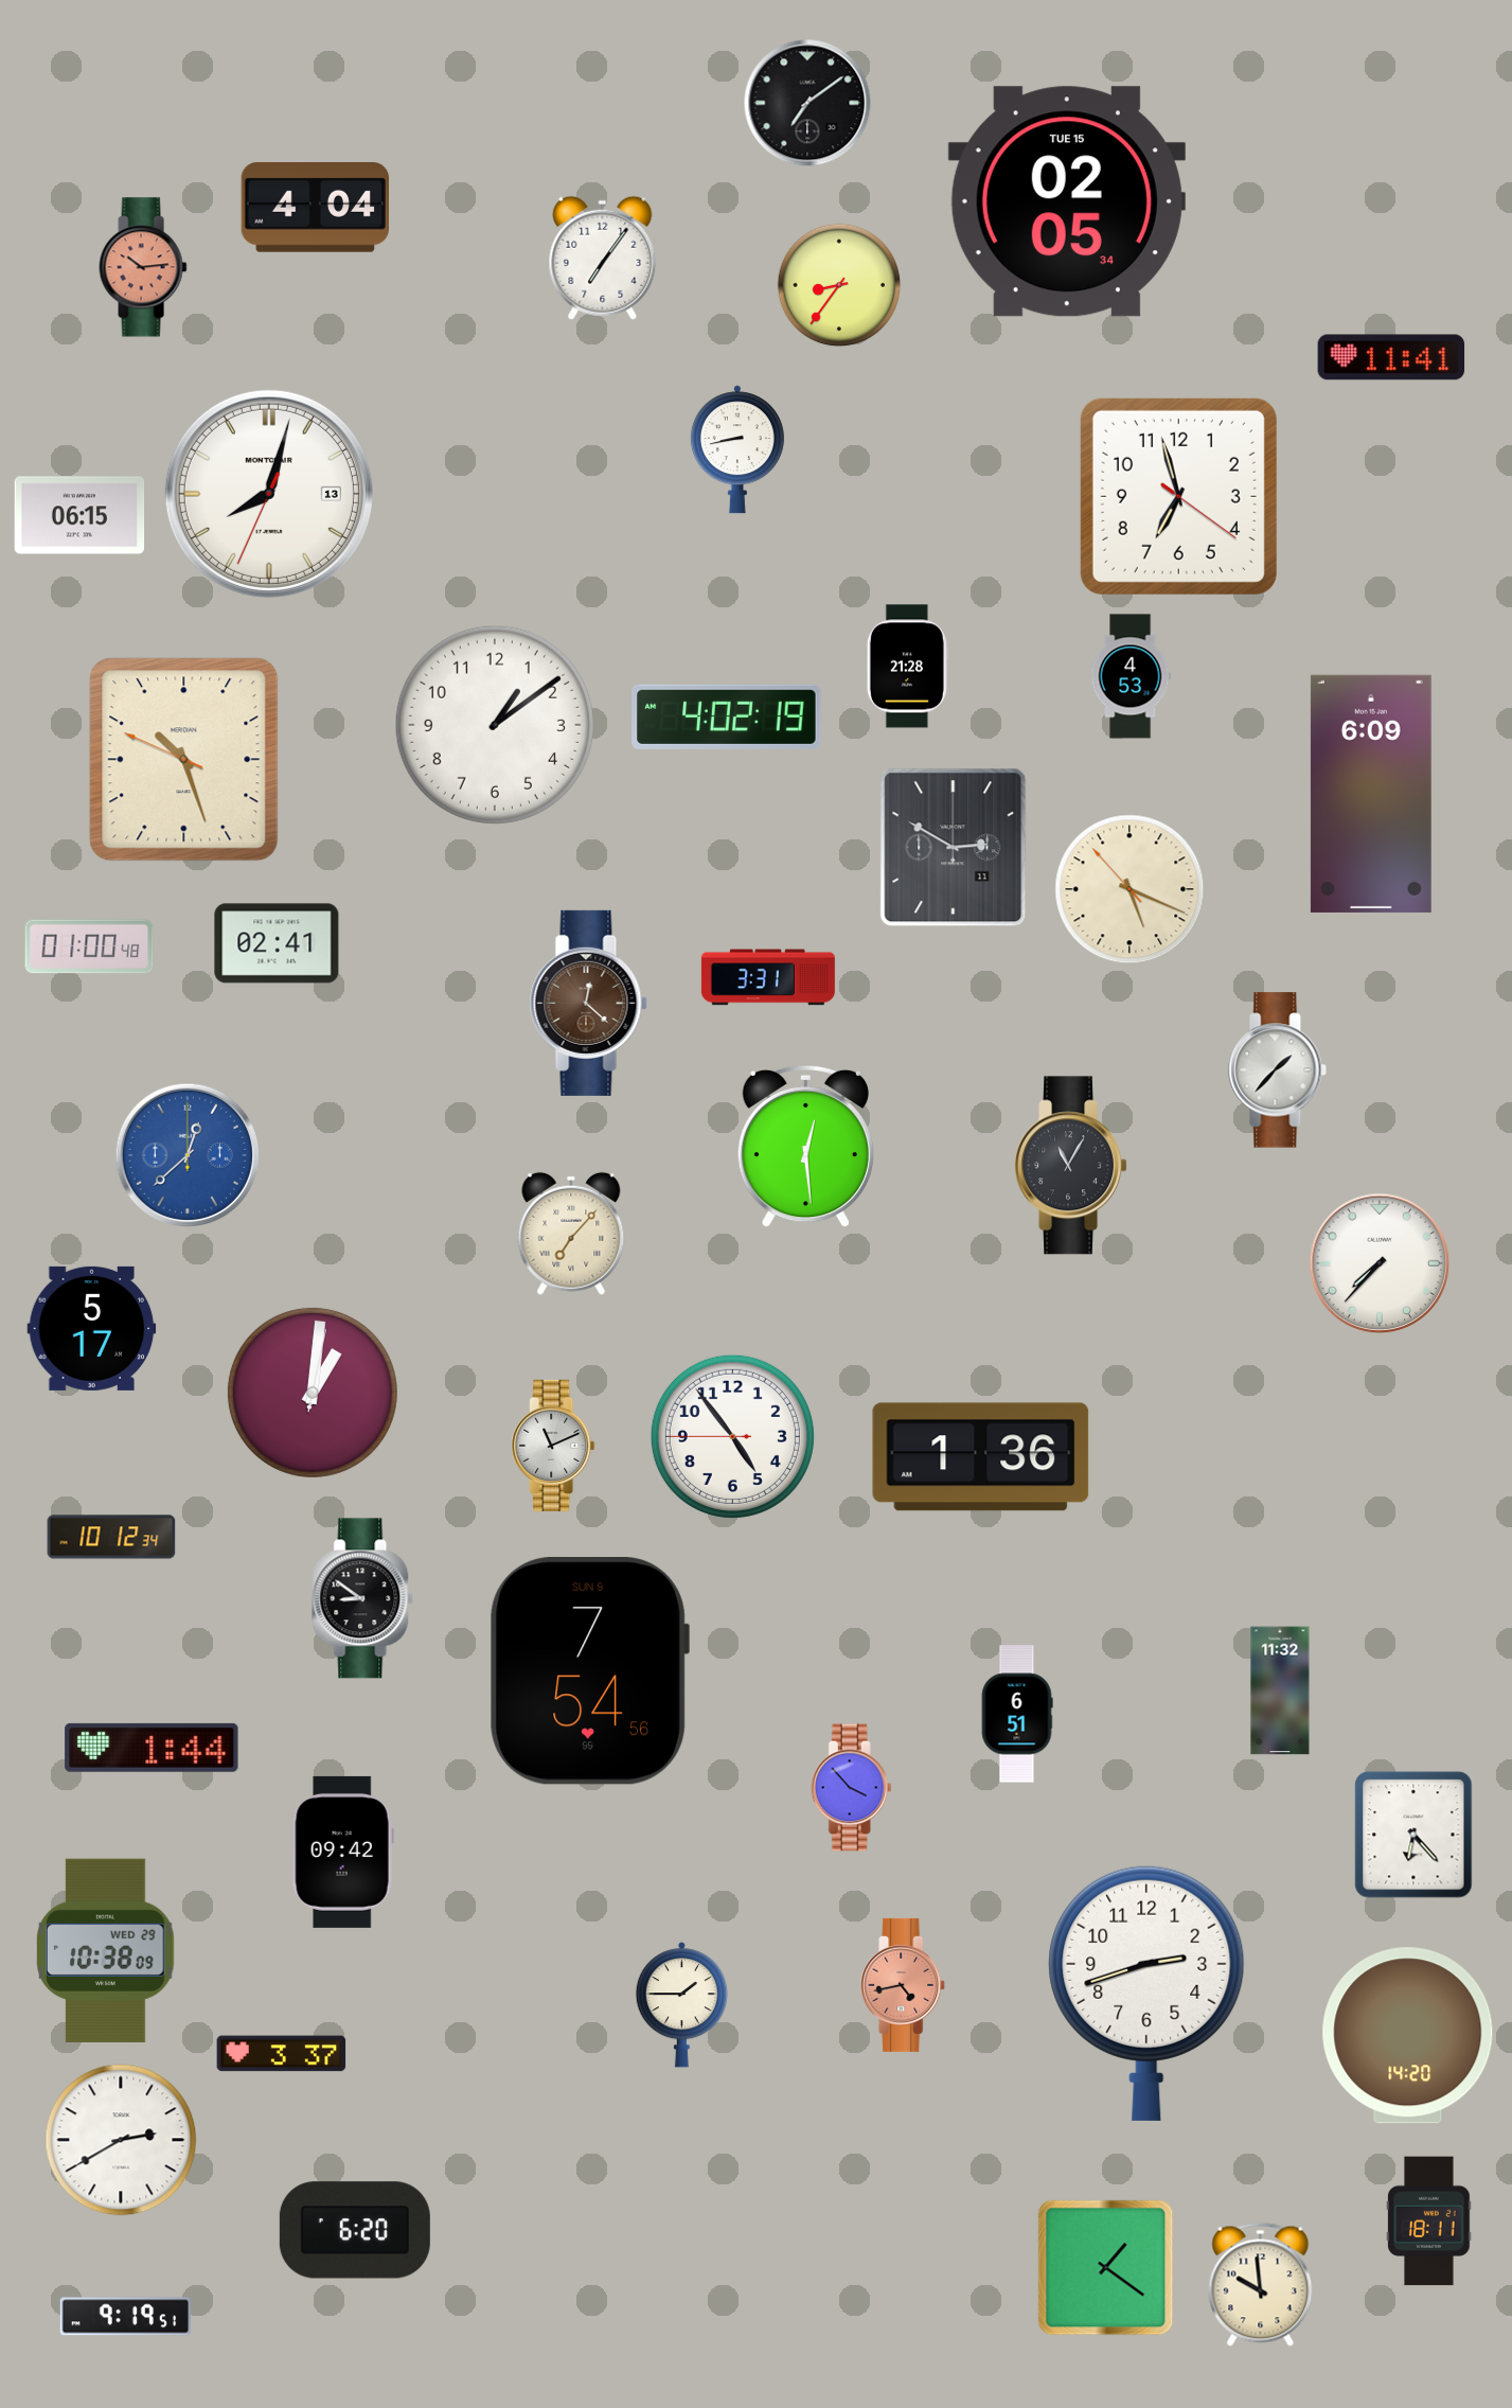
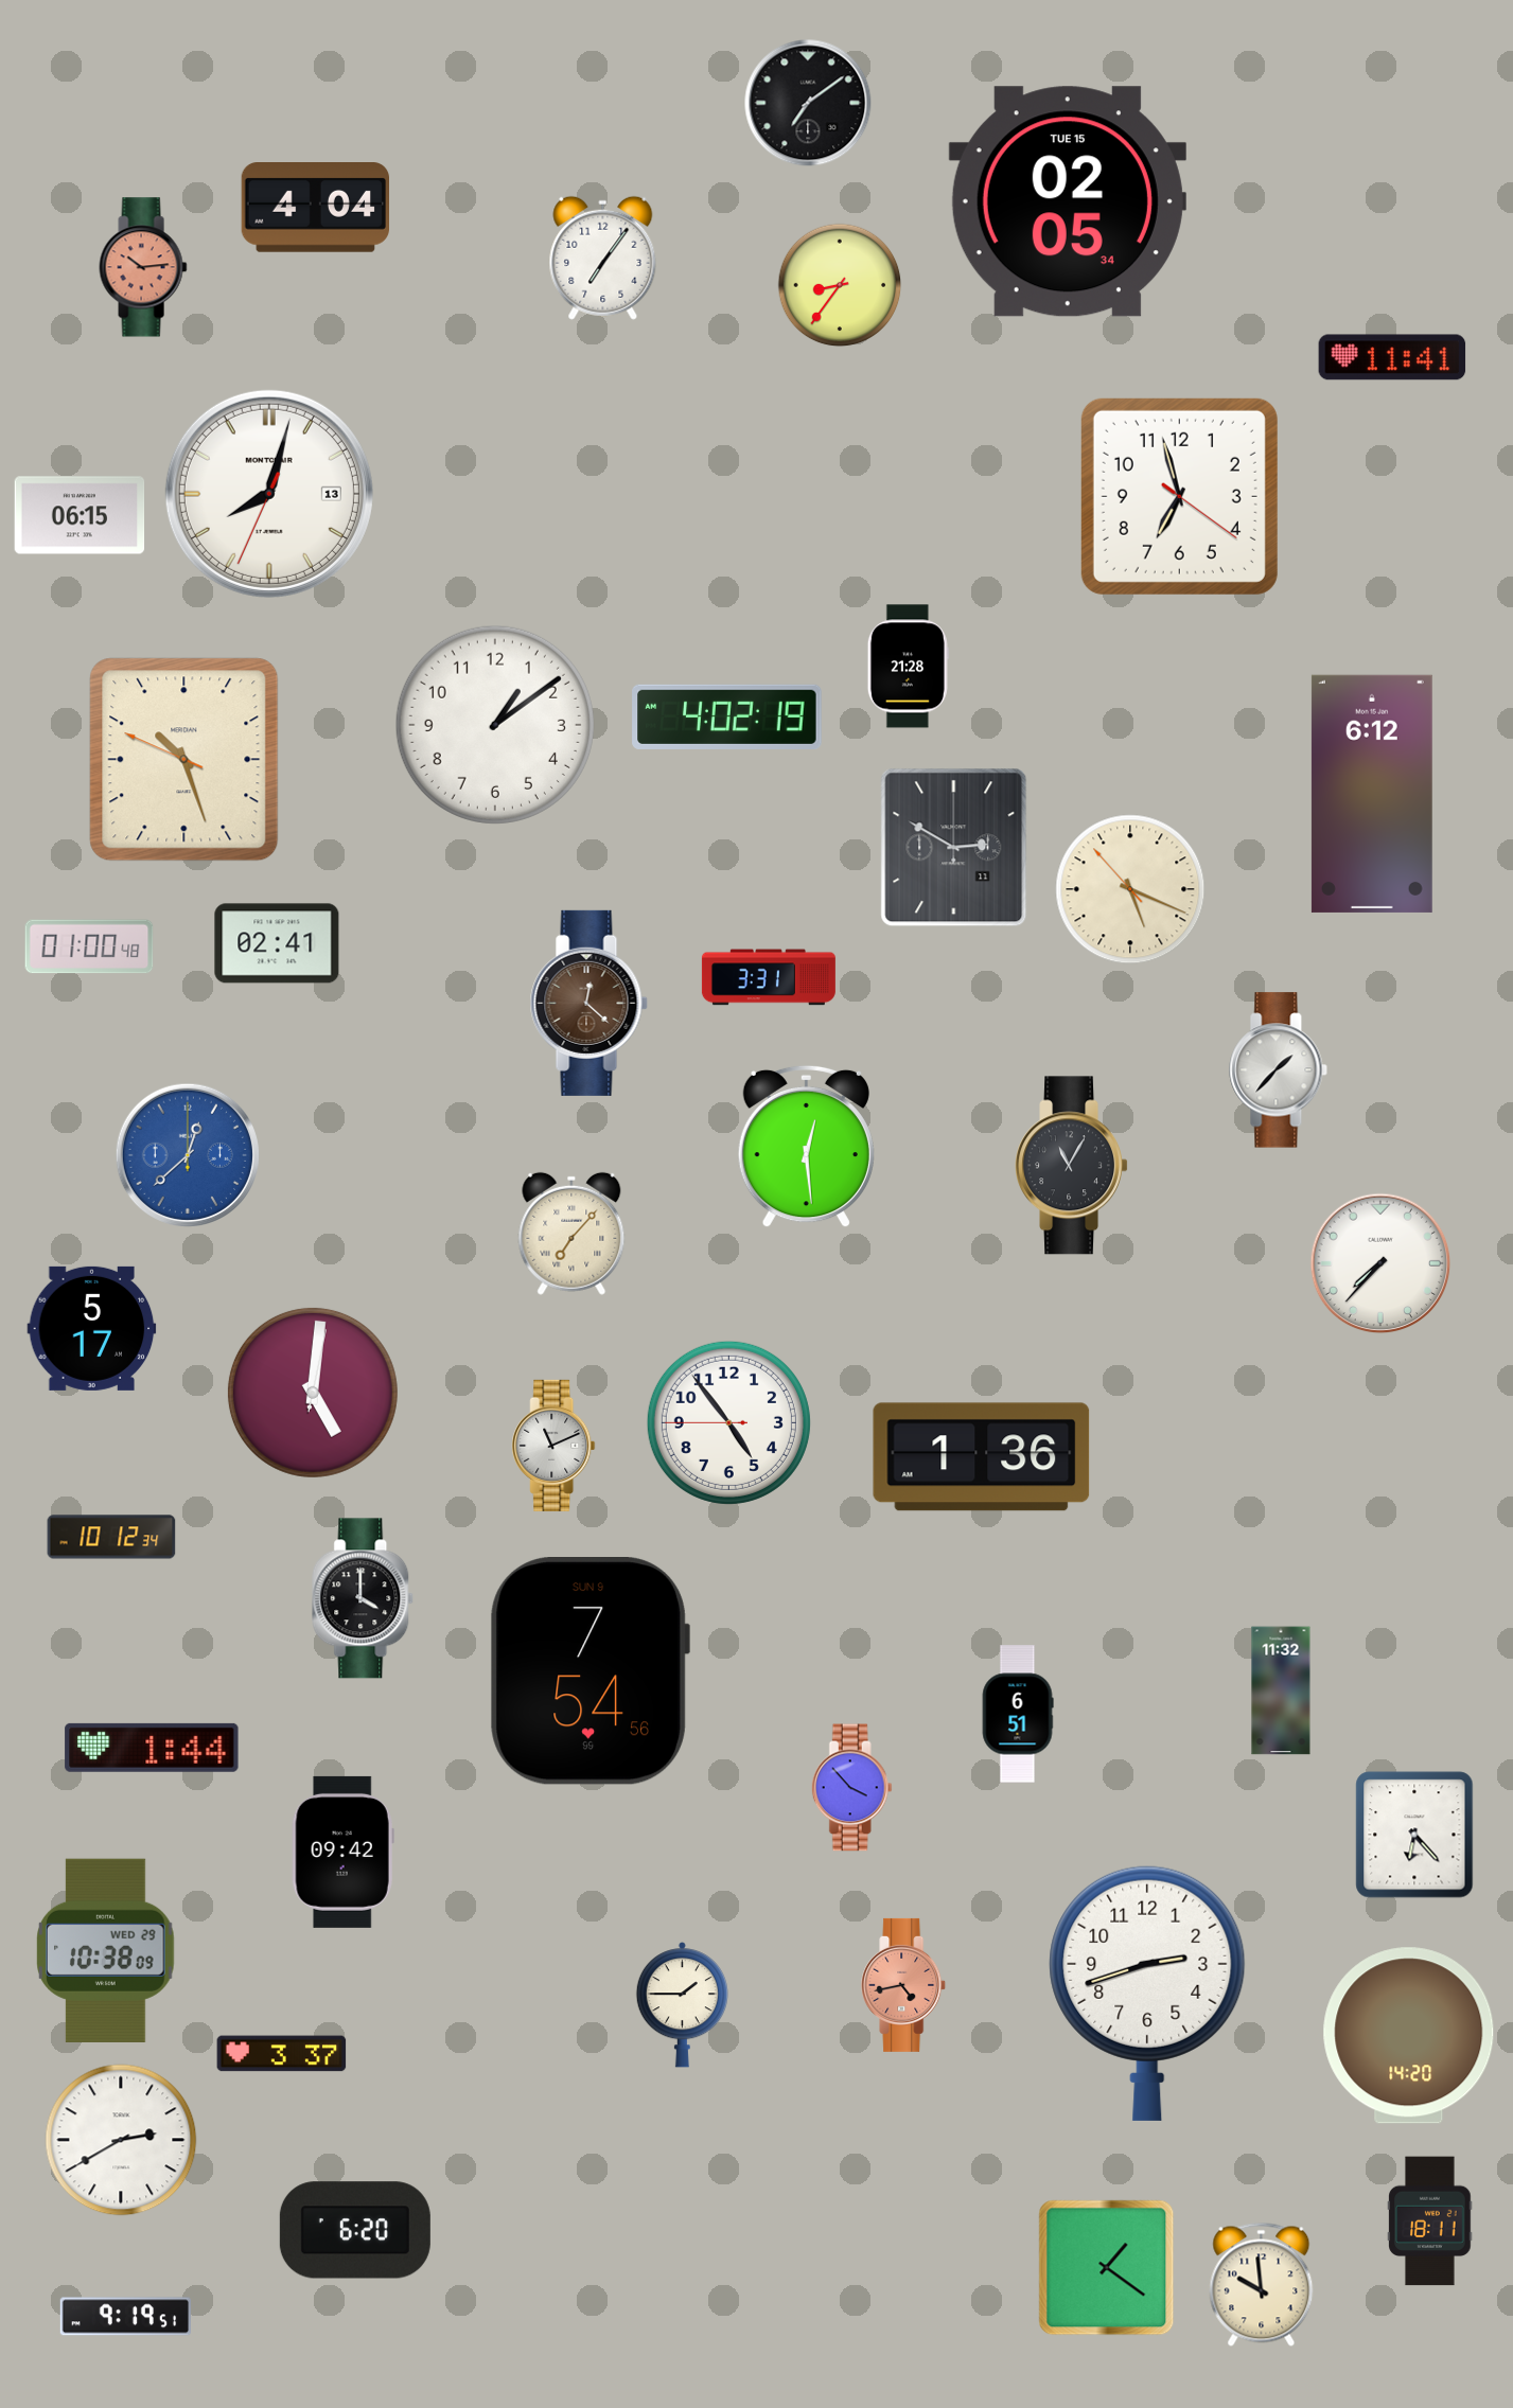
clock at (737, 449): 8:43 -> none
clock at (1131, 676): 4:53 -> none
clock at (1371, 794): 6:09 -> 6:12
clock at (313, 1393): 1:01 -> 5:01
clock at (732, 1436) position: (732, 1436) -> (728, 1422)
clock at (363, 1598): 8:51 -> 4:00
